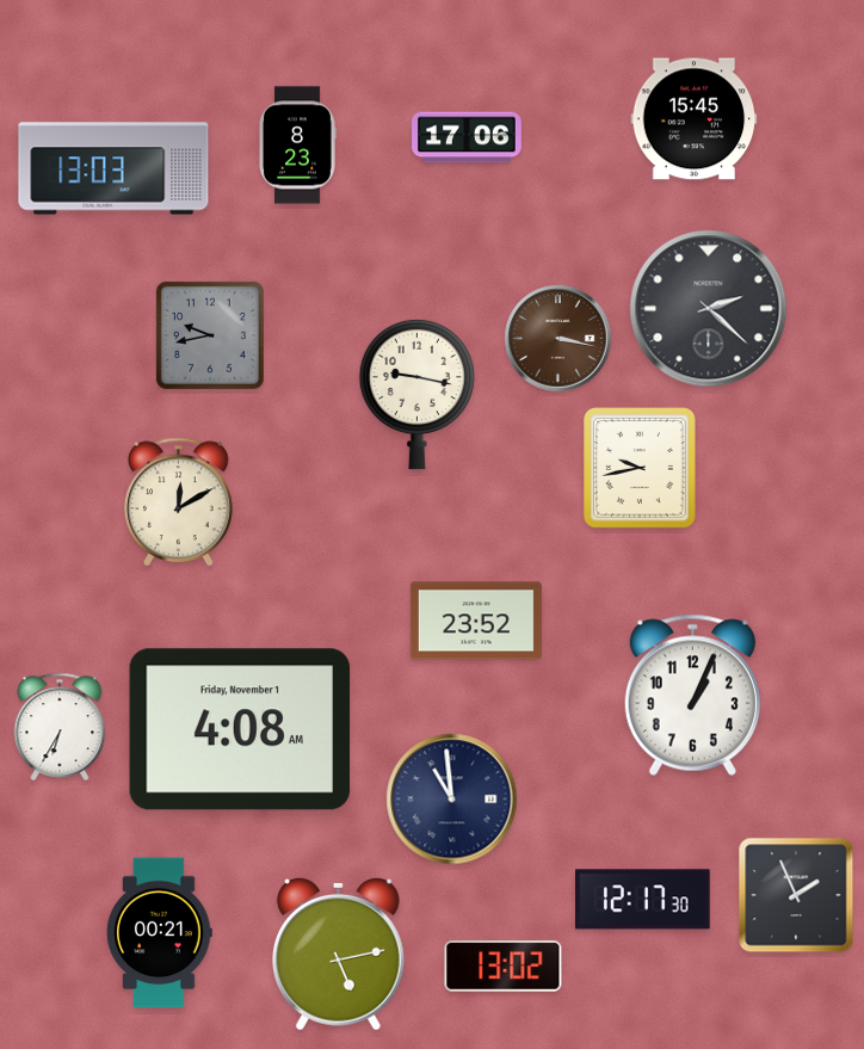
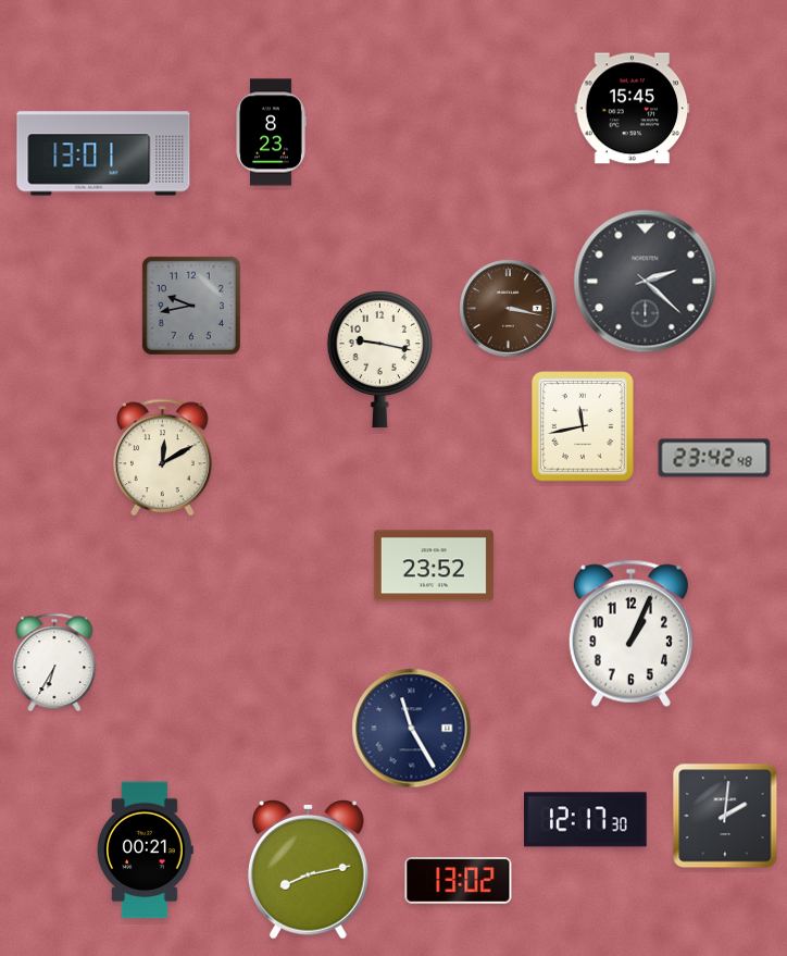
clock at (468, 137): 17:06 -> none
clock at (113, 168): 13:03 -> 13:01
clock at (640, 468): 9:43 -> 11:43
clock at (714, 458): none -> 23:42
clock at (240, 729): 4:08 -> none
clock at (452, 800): 10:59 -> 11:25
clock at (796, 895): 1:56 -> 2:01
clock at (338, 954): 5:13 -> 8:13
